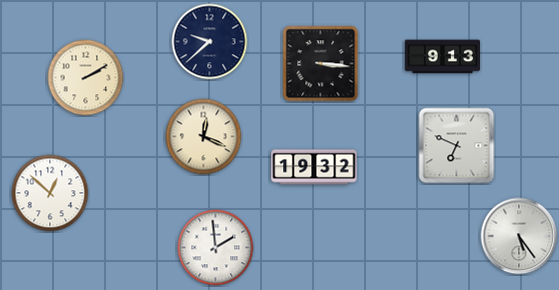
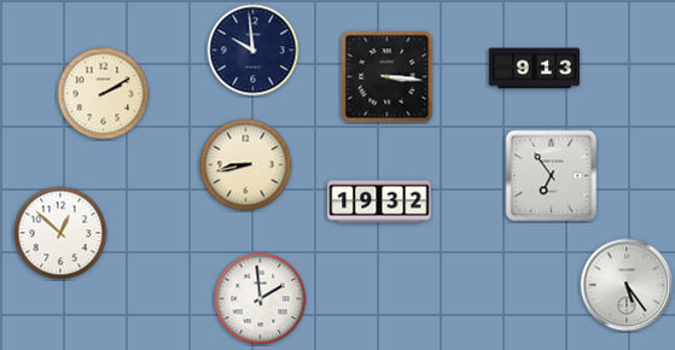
clock at (210, 42): 9:38 -> 9:59
clock at (204, 137): 12:19 -> 8:43
clock at (457, 146): 6:49 -> 6:54
